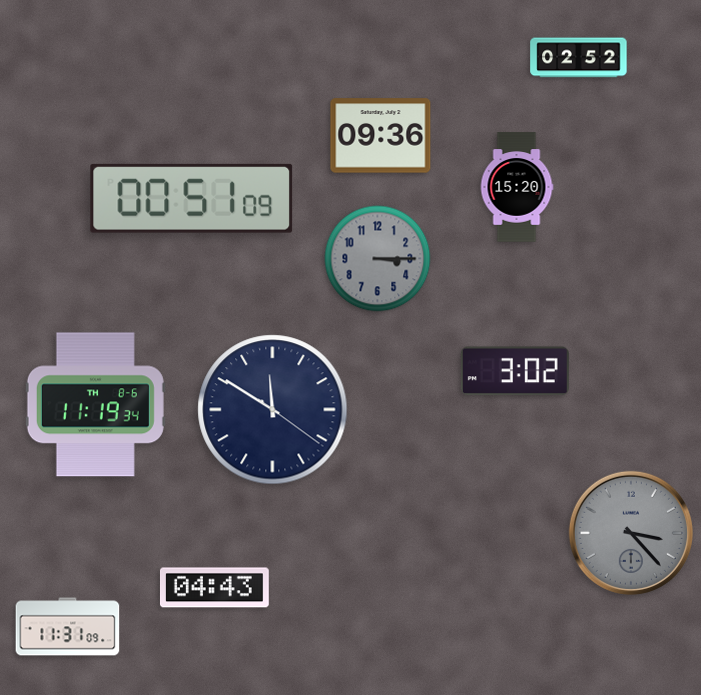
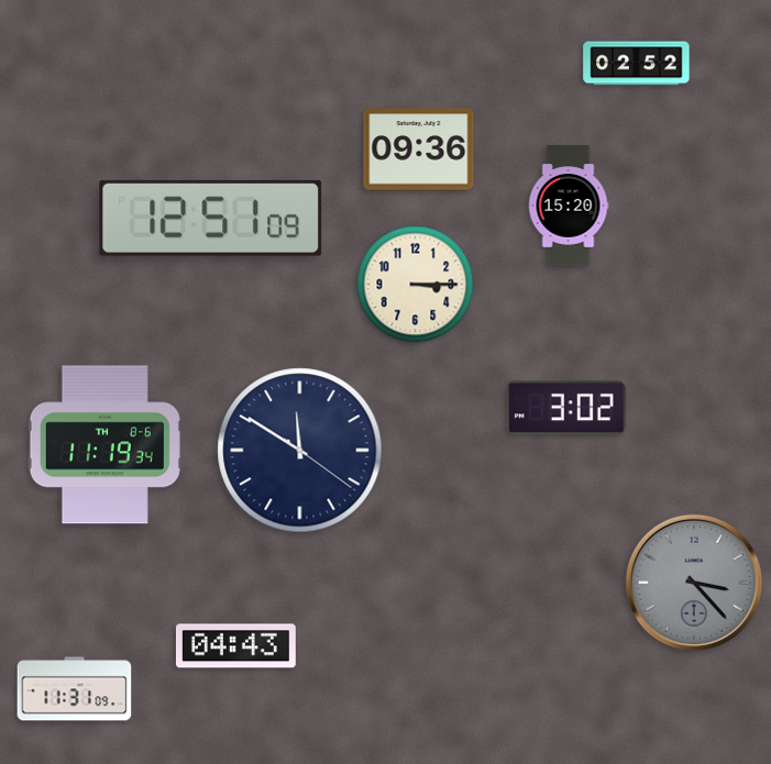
clock at (192, 198): 00:51 -> 12:51
clock at (378, 259) dial: grey -> cream
clock at (631, 533) position: (631, 533) -> (694, 583)
